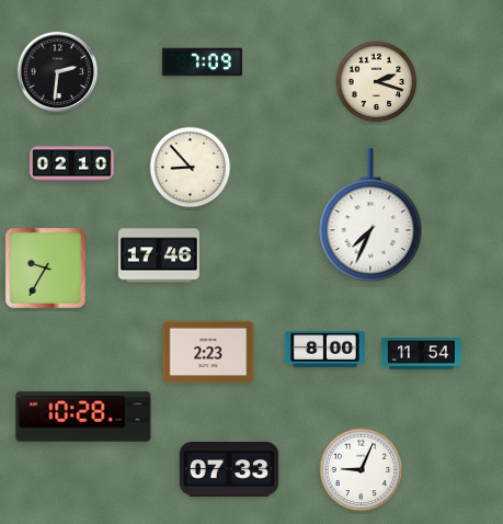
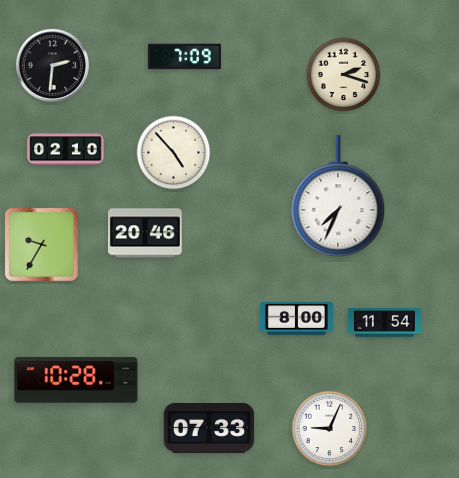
clock at (191, 168): 8:53 -> 4:53
clock at (159, 255): 17:46 -> 20:46
clock at (208, 352): 2:23 -> none
